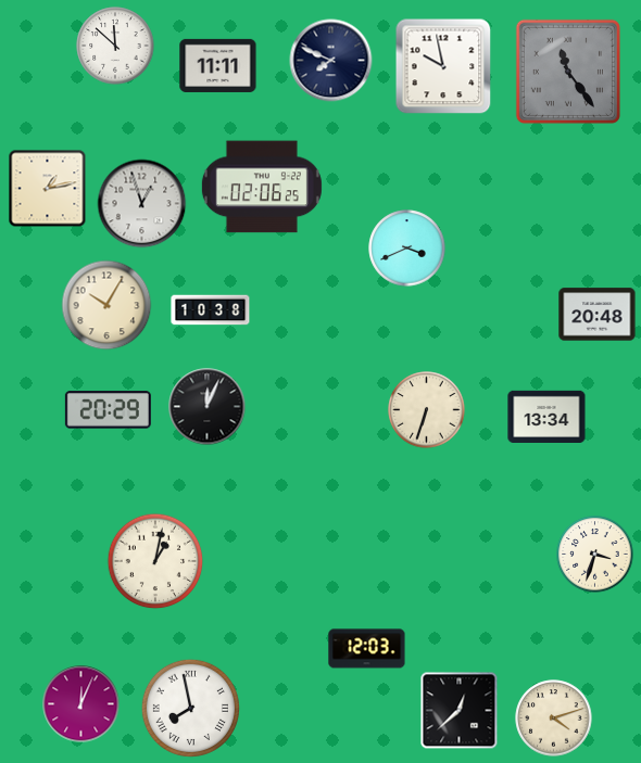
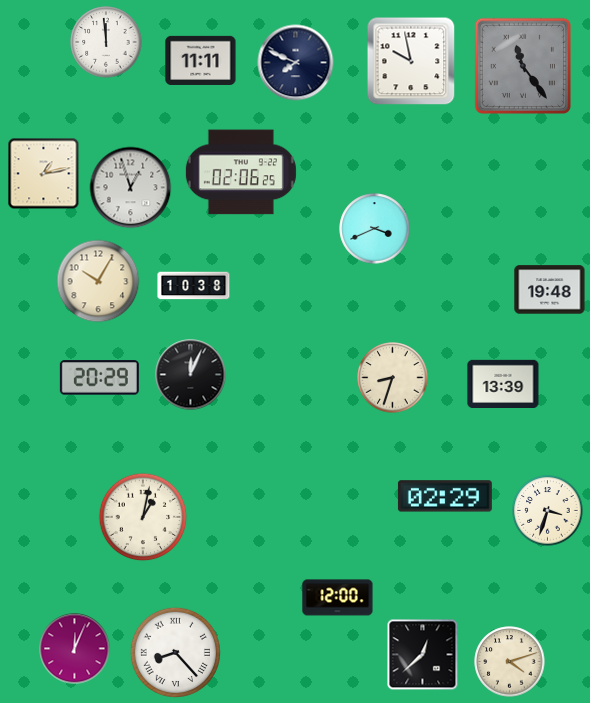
clock at (115, 46): 11:52 -> 11:59
clock at (331, 61) position: (331, 61) -> (296, 63)
clock at (443, 66) position: (443, 66) -> (411, 61)
clock at (598, 315): 20:48 -> 19:48
clock at (427, 410): 6:33 -> 8:33
clock at (546, 416): 13:34 -> 13:39
clock at (445, 496): none -> 02:29
clock at (367, 649): 12:03 -> 12:00
clock at (190, 708): 7:58 -> 8:23
